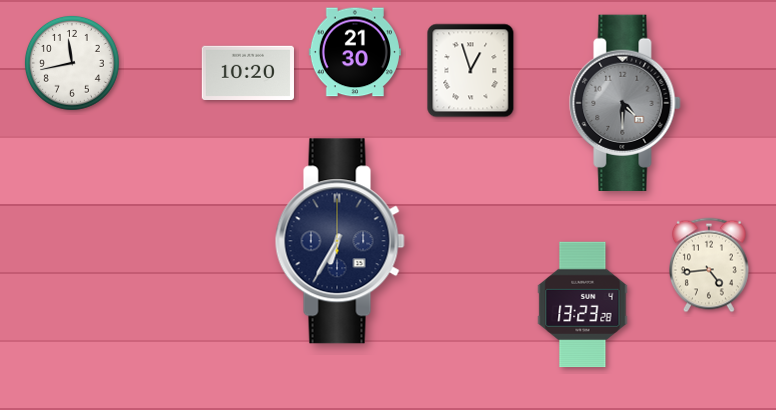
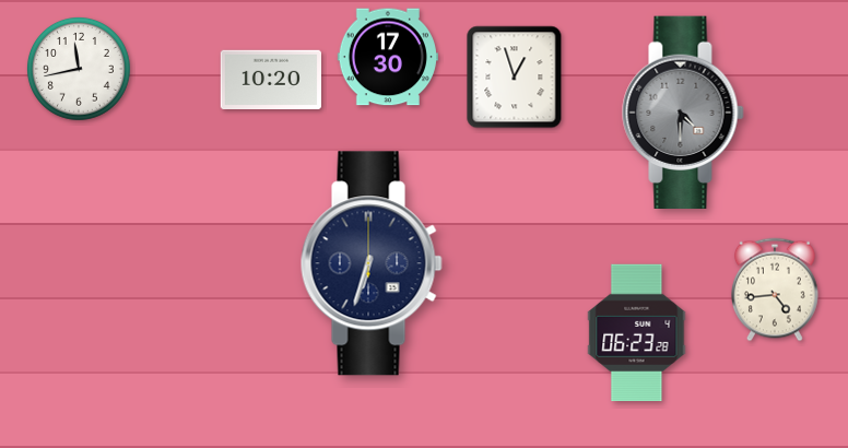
clock at (355, 52): 21:30 -> 17:30
clock at (340, 241): 6:35 -> 6:33
clock at (583, 305): 13:23 -> 06:23
